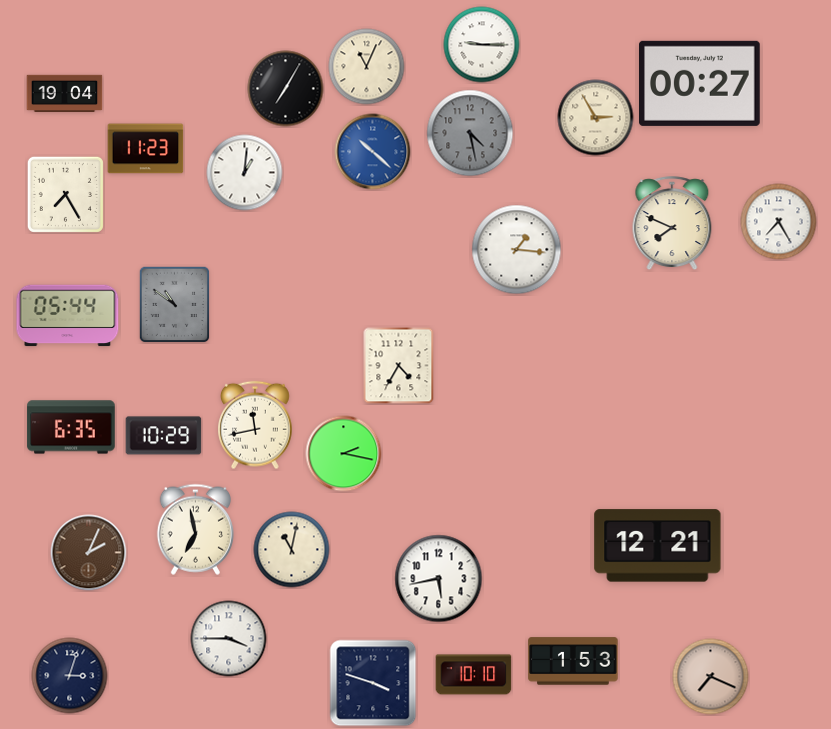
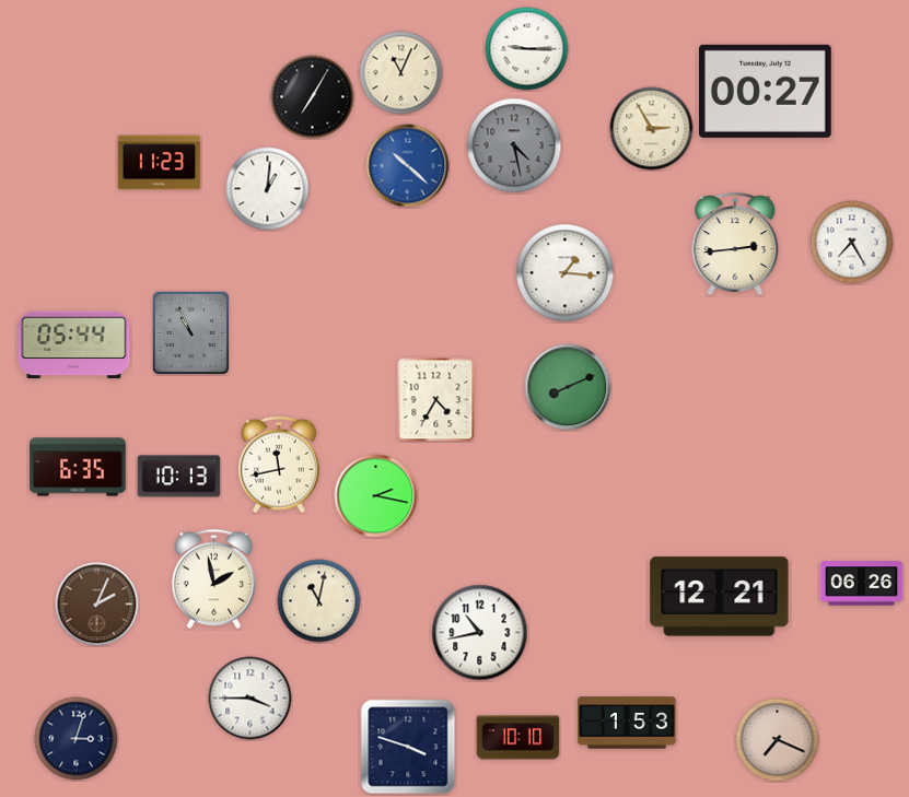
clock at (65, 93): 19:04 -> none
clock at (65, 194): 7:25 -> none
clock at (672, 224): 7:49 -> 2:44
clock at (175, 304): 10:51 -> 10:56
clock at (568, 387): none -> 8:11
clock at (164, 436): 10:29 -> 10:13
clock at (195, 529): 6:58 -> 1:58
clock at (862, 584): none -> 06:26
clock at (439, 579): 5:43 -> 10:43
